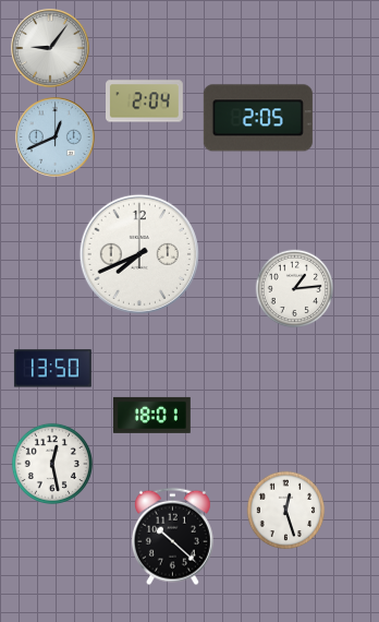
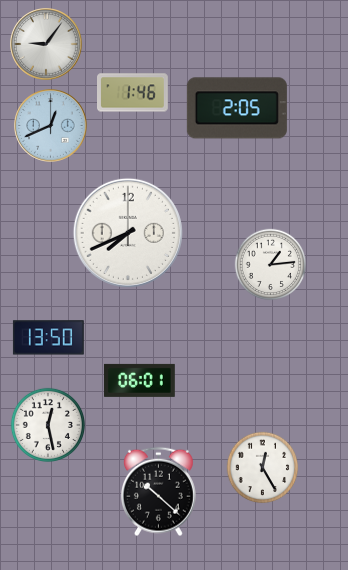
clock at (145, 101): 2:04 -> 1:46
clock at (151, 415): 18:01 -> 06:01
clock at (286, 511): 12:27 -> 12:25
